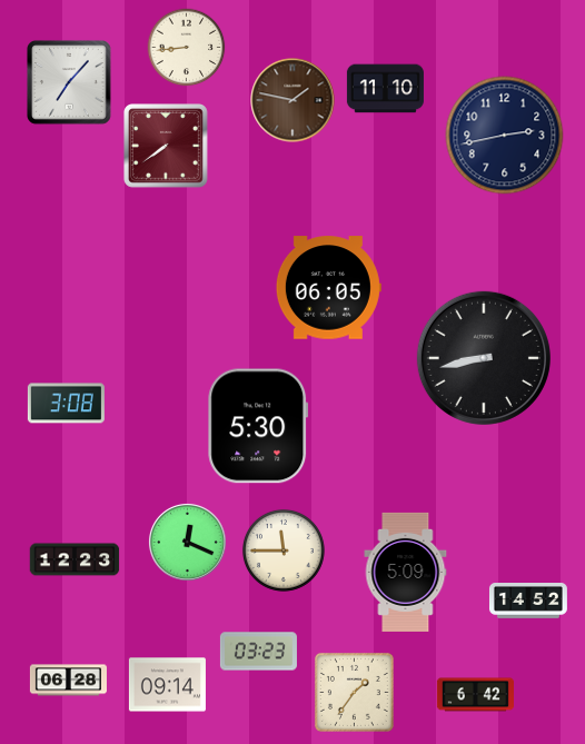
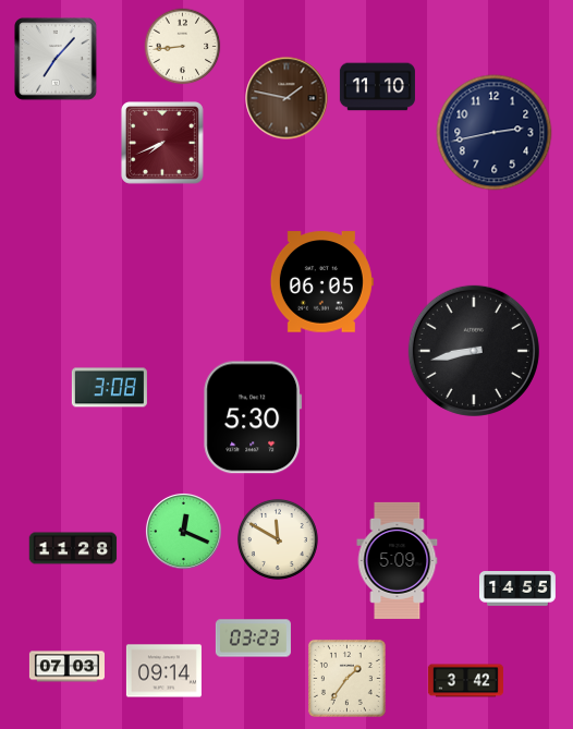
clock at (70, 83) position: (70, 83) -> (57, 60)
clock at (167, 147): 7:39 -> 7:41
clock at (66, 404) position: (66, 404) -> (109, 388)
clock at (284, 550): 11:45 -> 11:50
clock at (75, 559): 12:23 -> 11:28
clock at (528, 602): 14:52 -> 14:55
clock at (68, 681): 06:28 -> 07:03
clock at (475, 695): 6:42 -> 3:42
